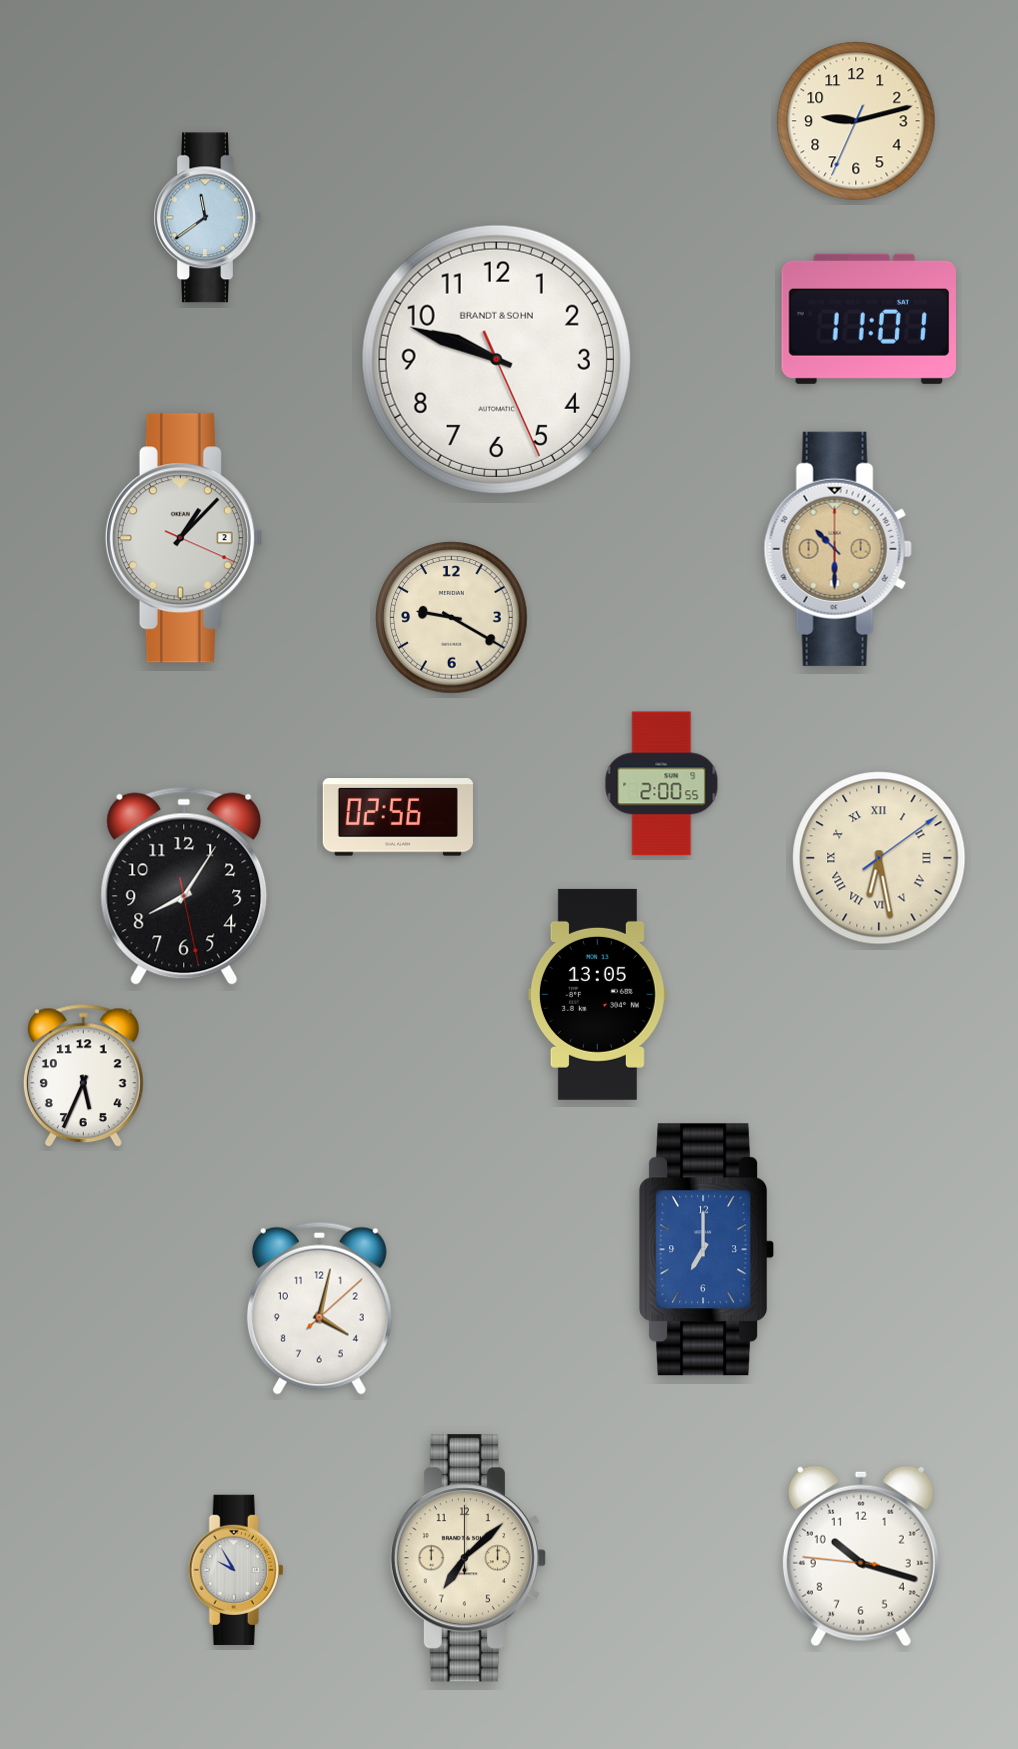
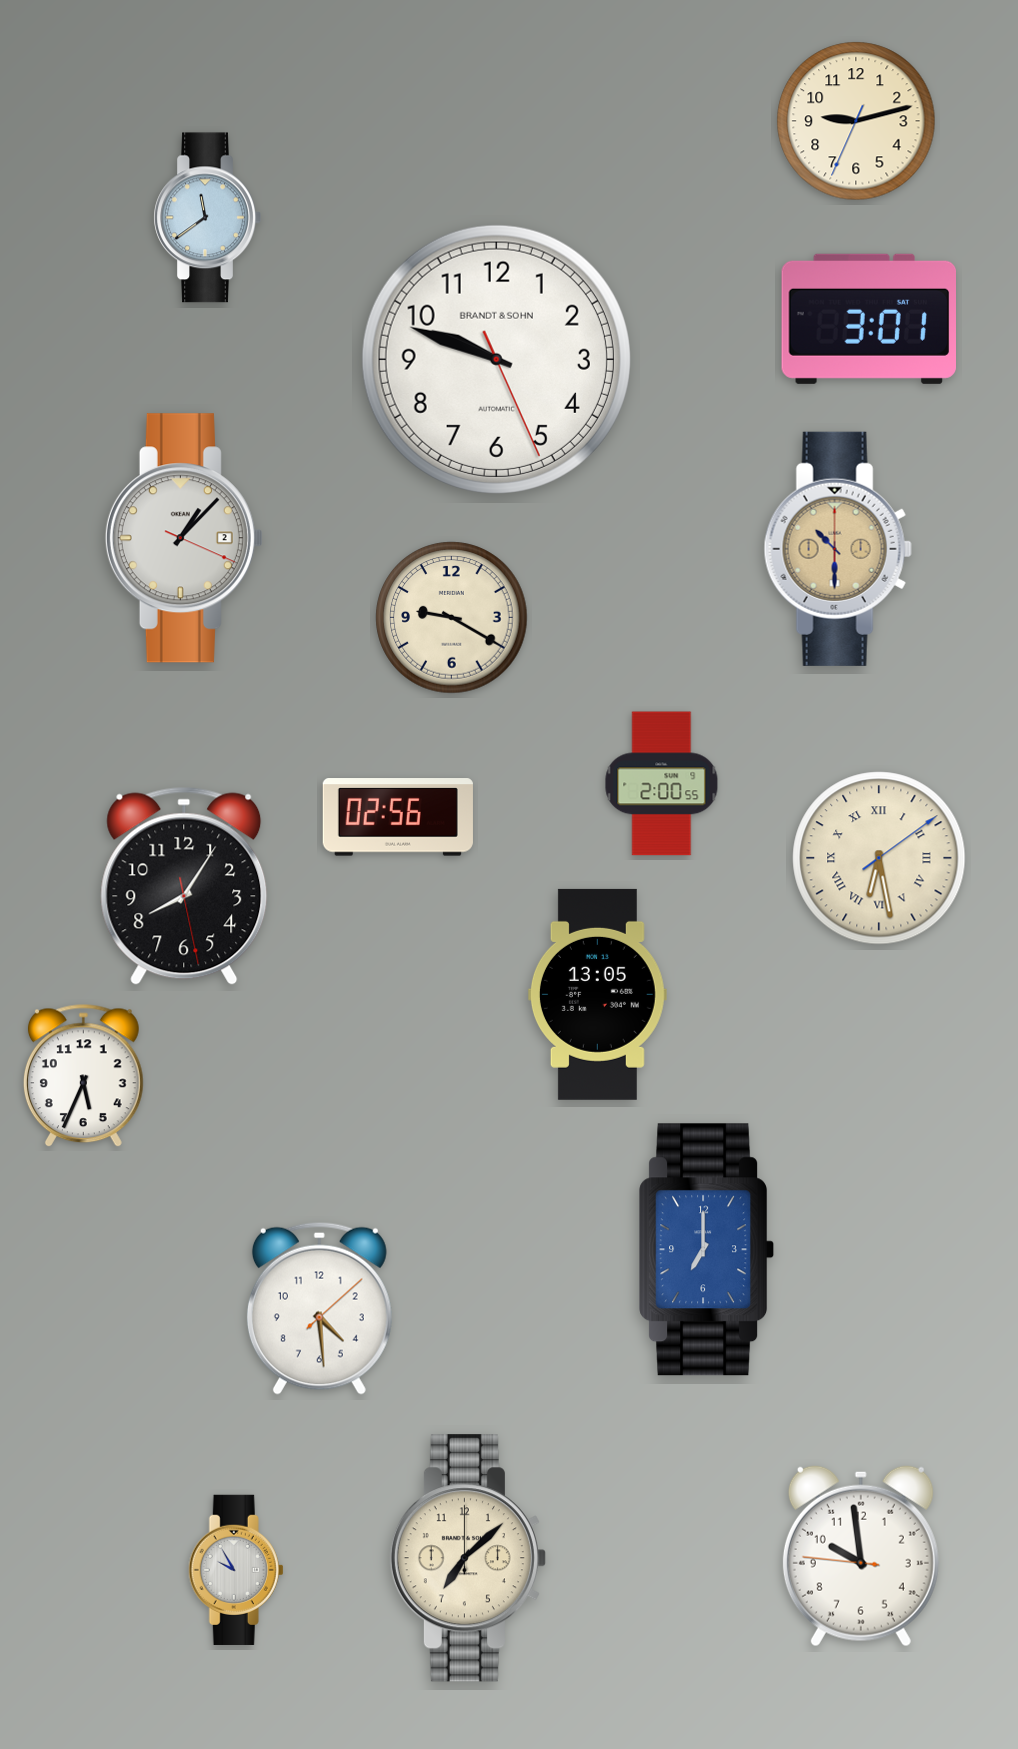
clock at (868, 319): 11:01 -> 3:01
clock at (319, 1308): 4:02 -> 4:29
clock at (861, 1556): 10:17 -> 9:58
